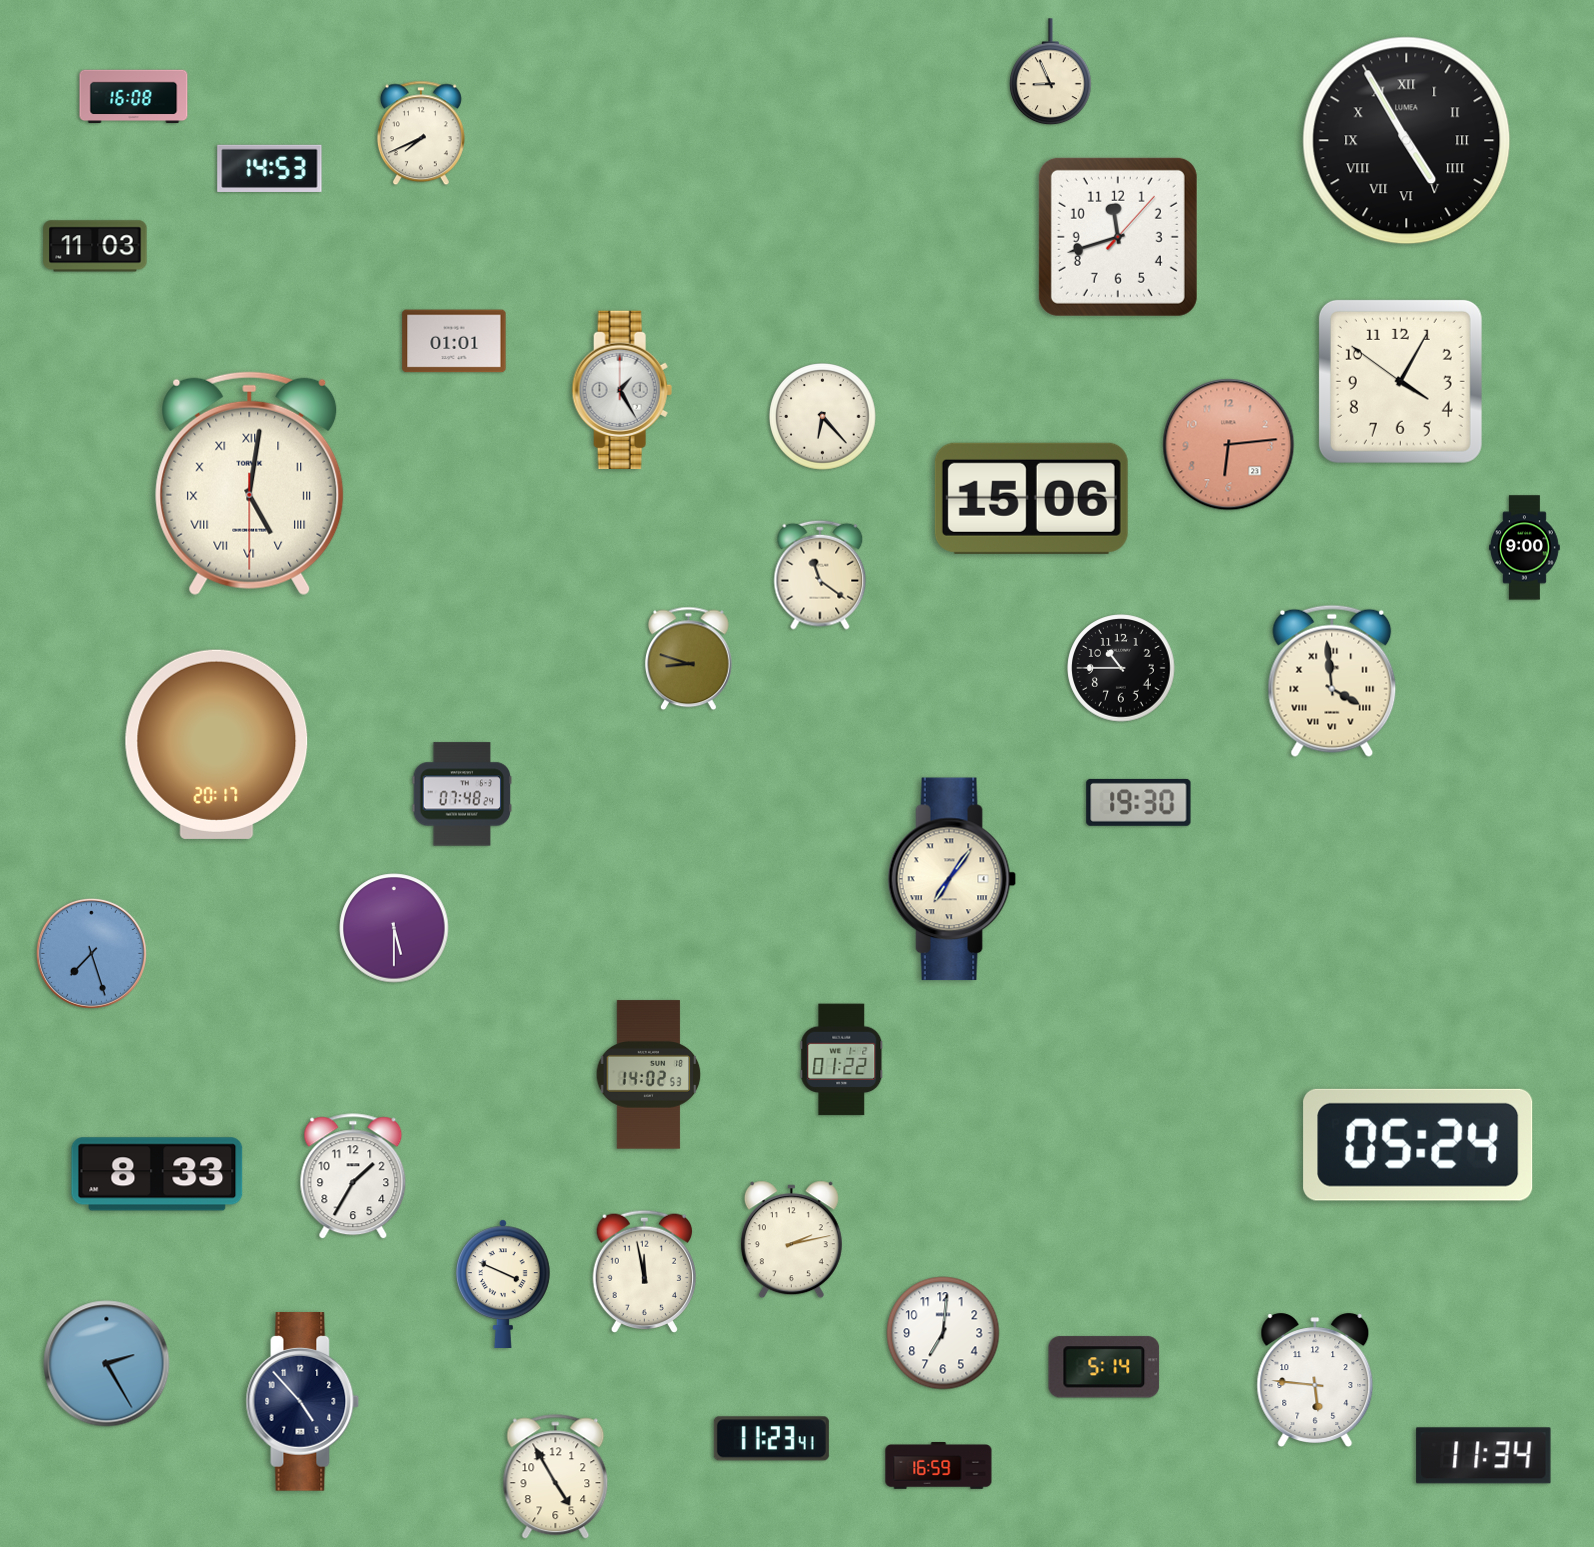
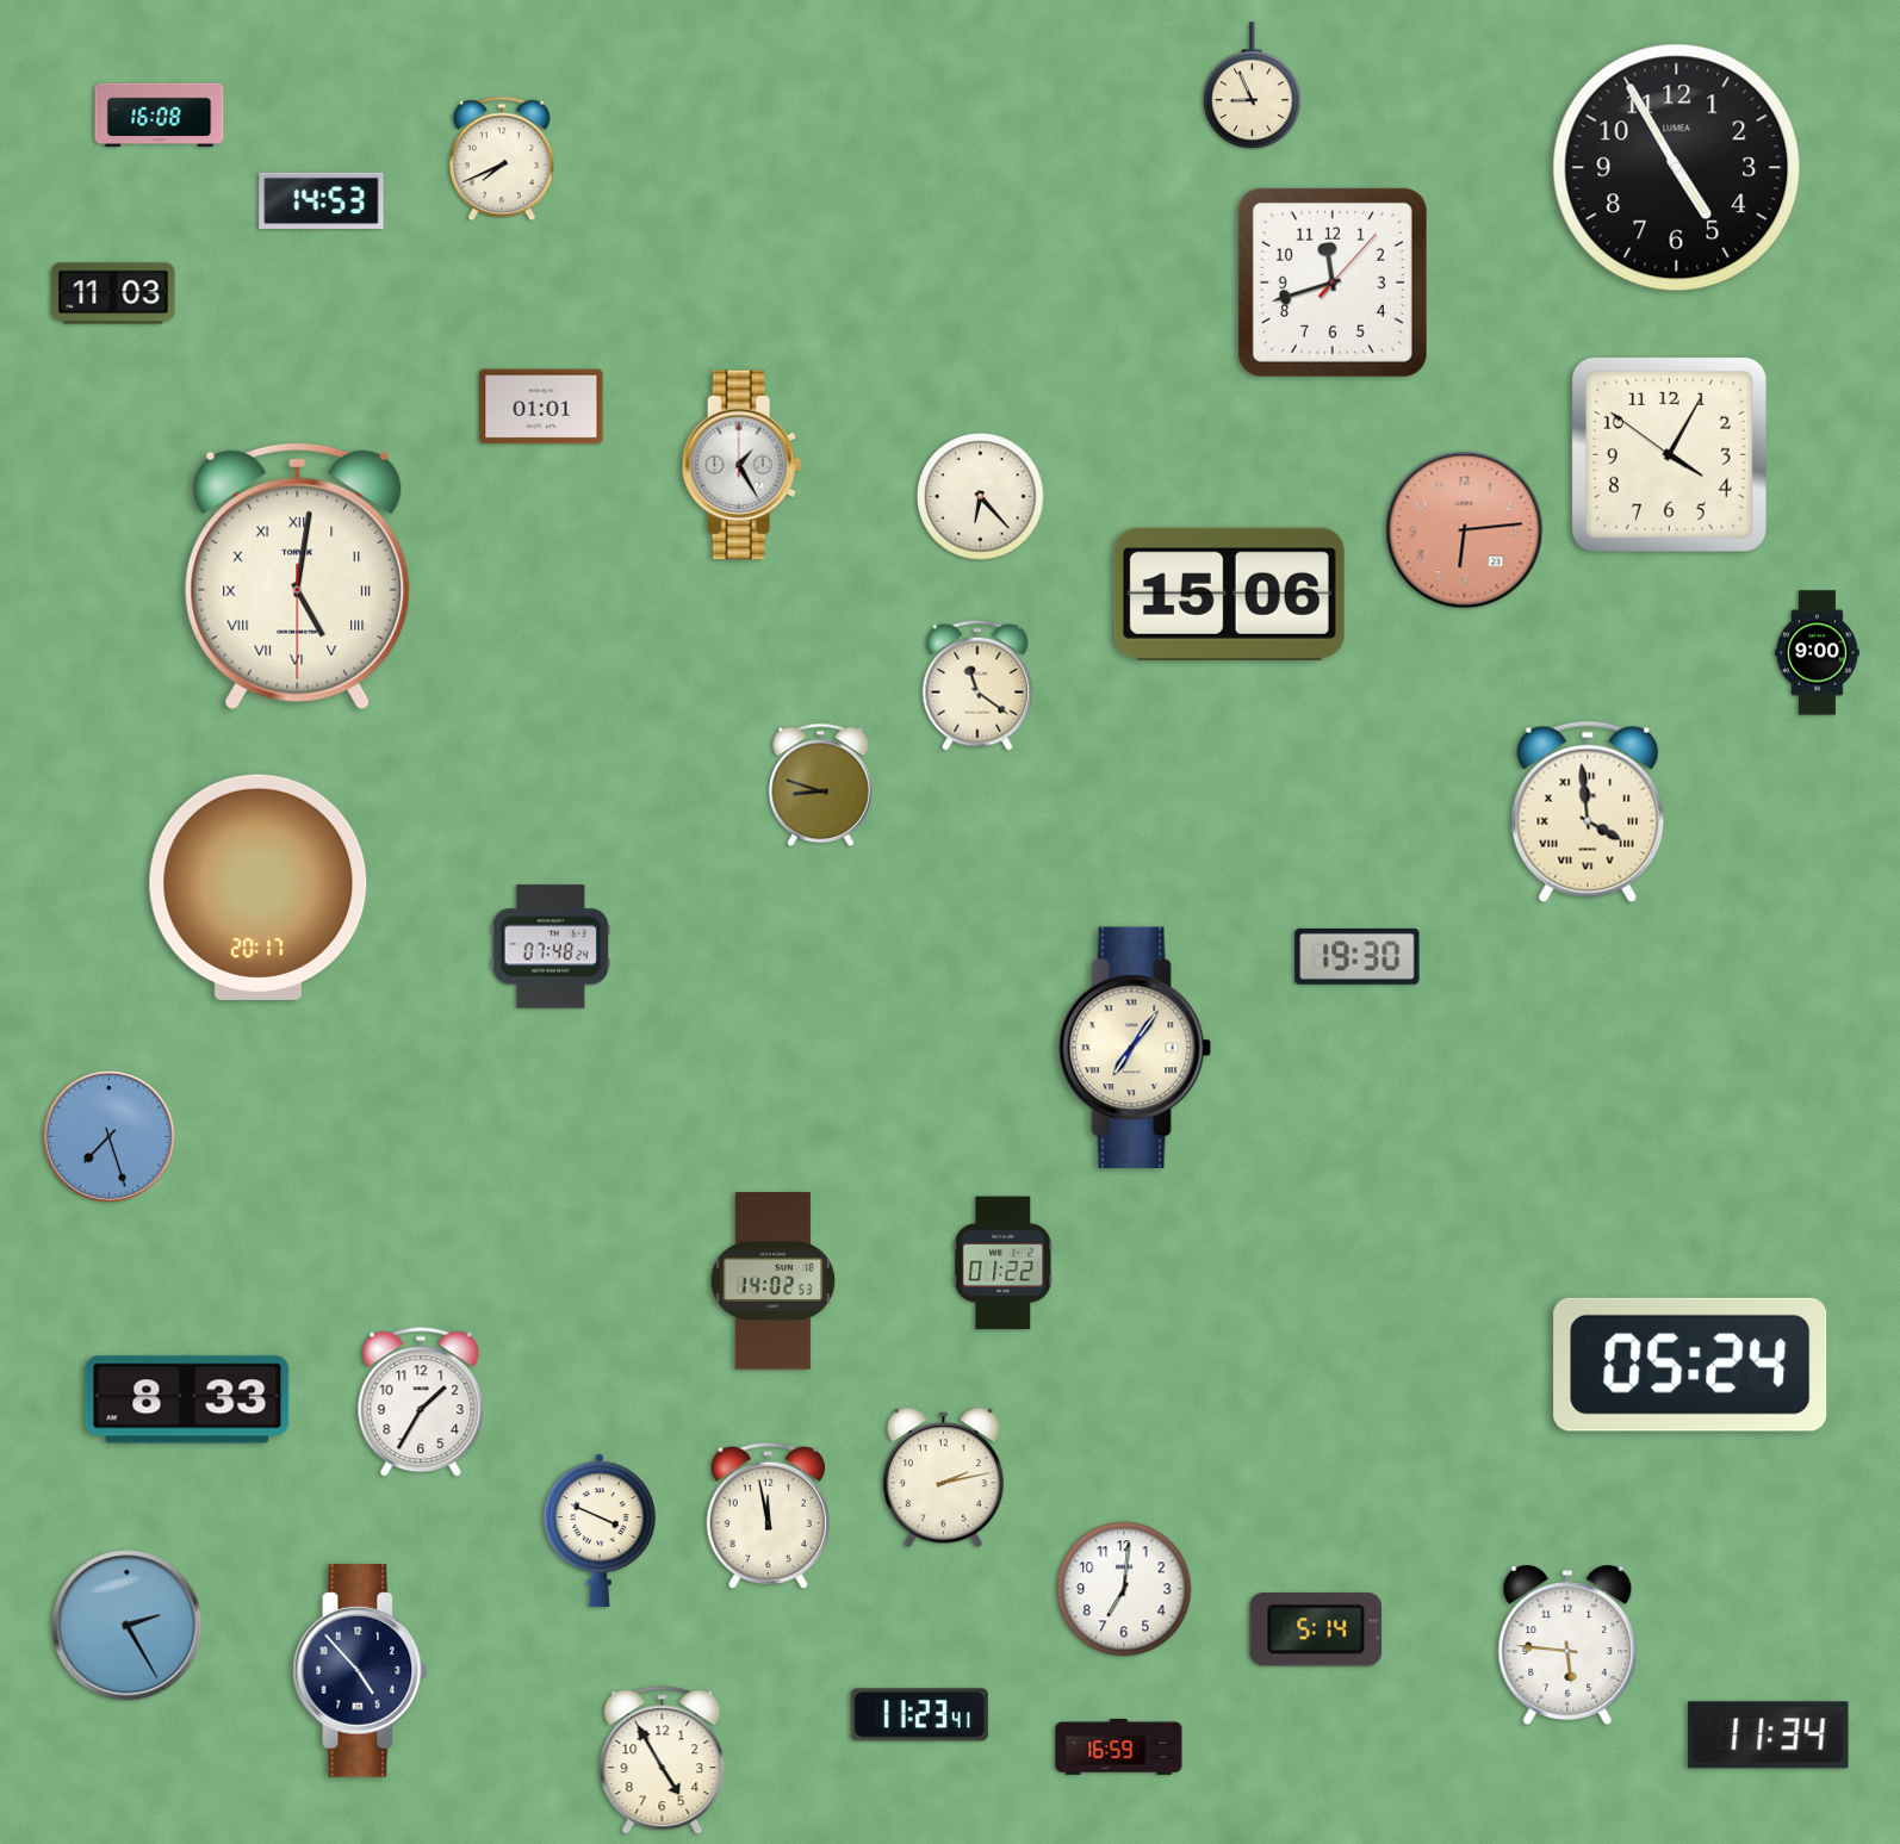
clock at (1407, 141) numerals: Roman -> Arabic
clock at (1121, 668): 10:45 -> none
clock at (394, 928): 5:30 -> none
